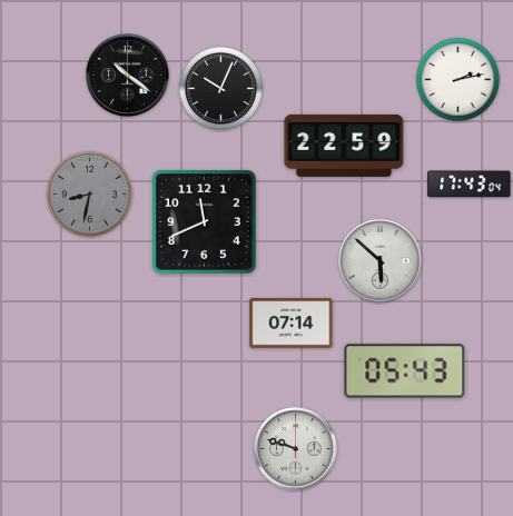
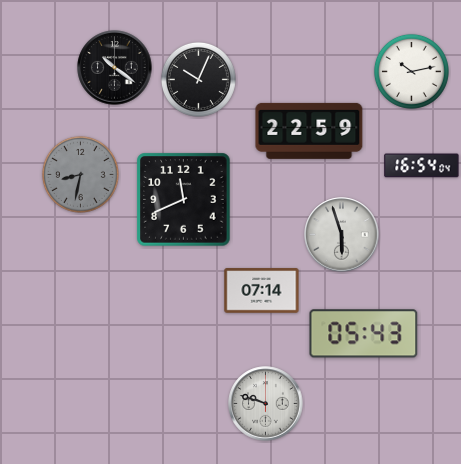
clock at (457, 79): 2:13 -> 10:13
clock at (470, 185): 17:43 -> 16:54
clock at (381, 261): 5:52 -> 5:57
